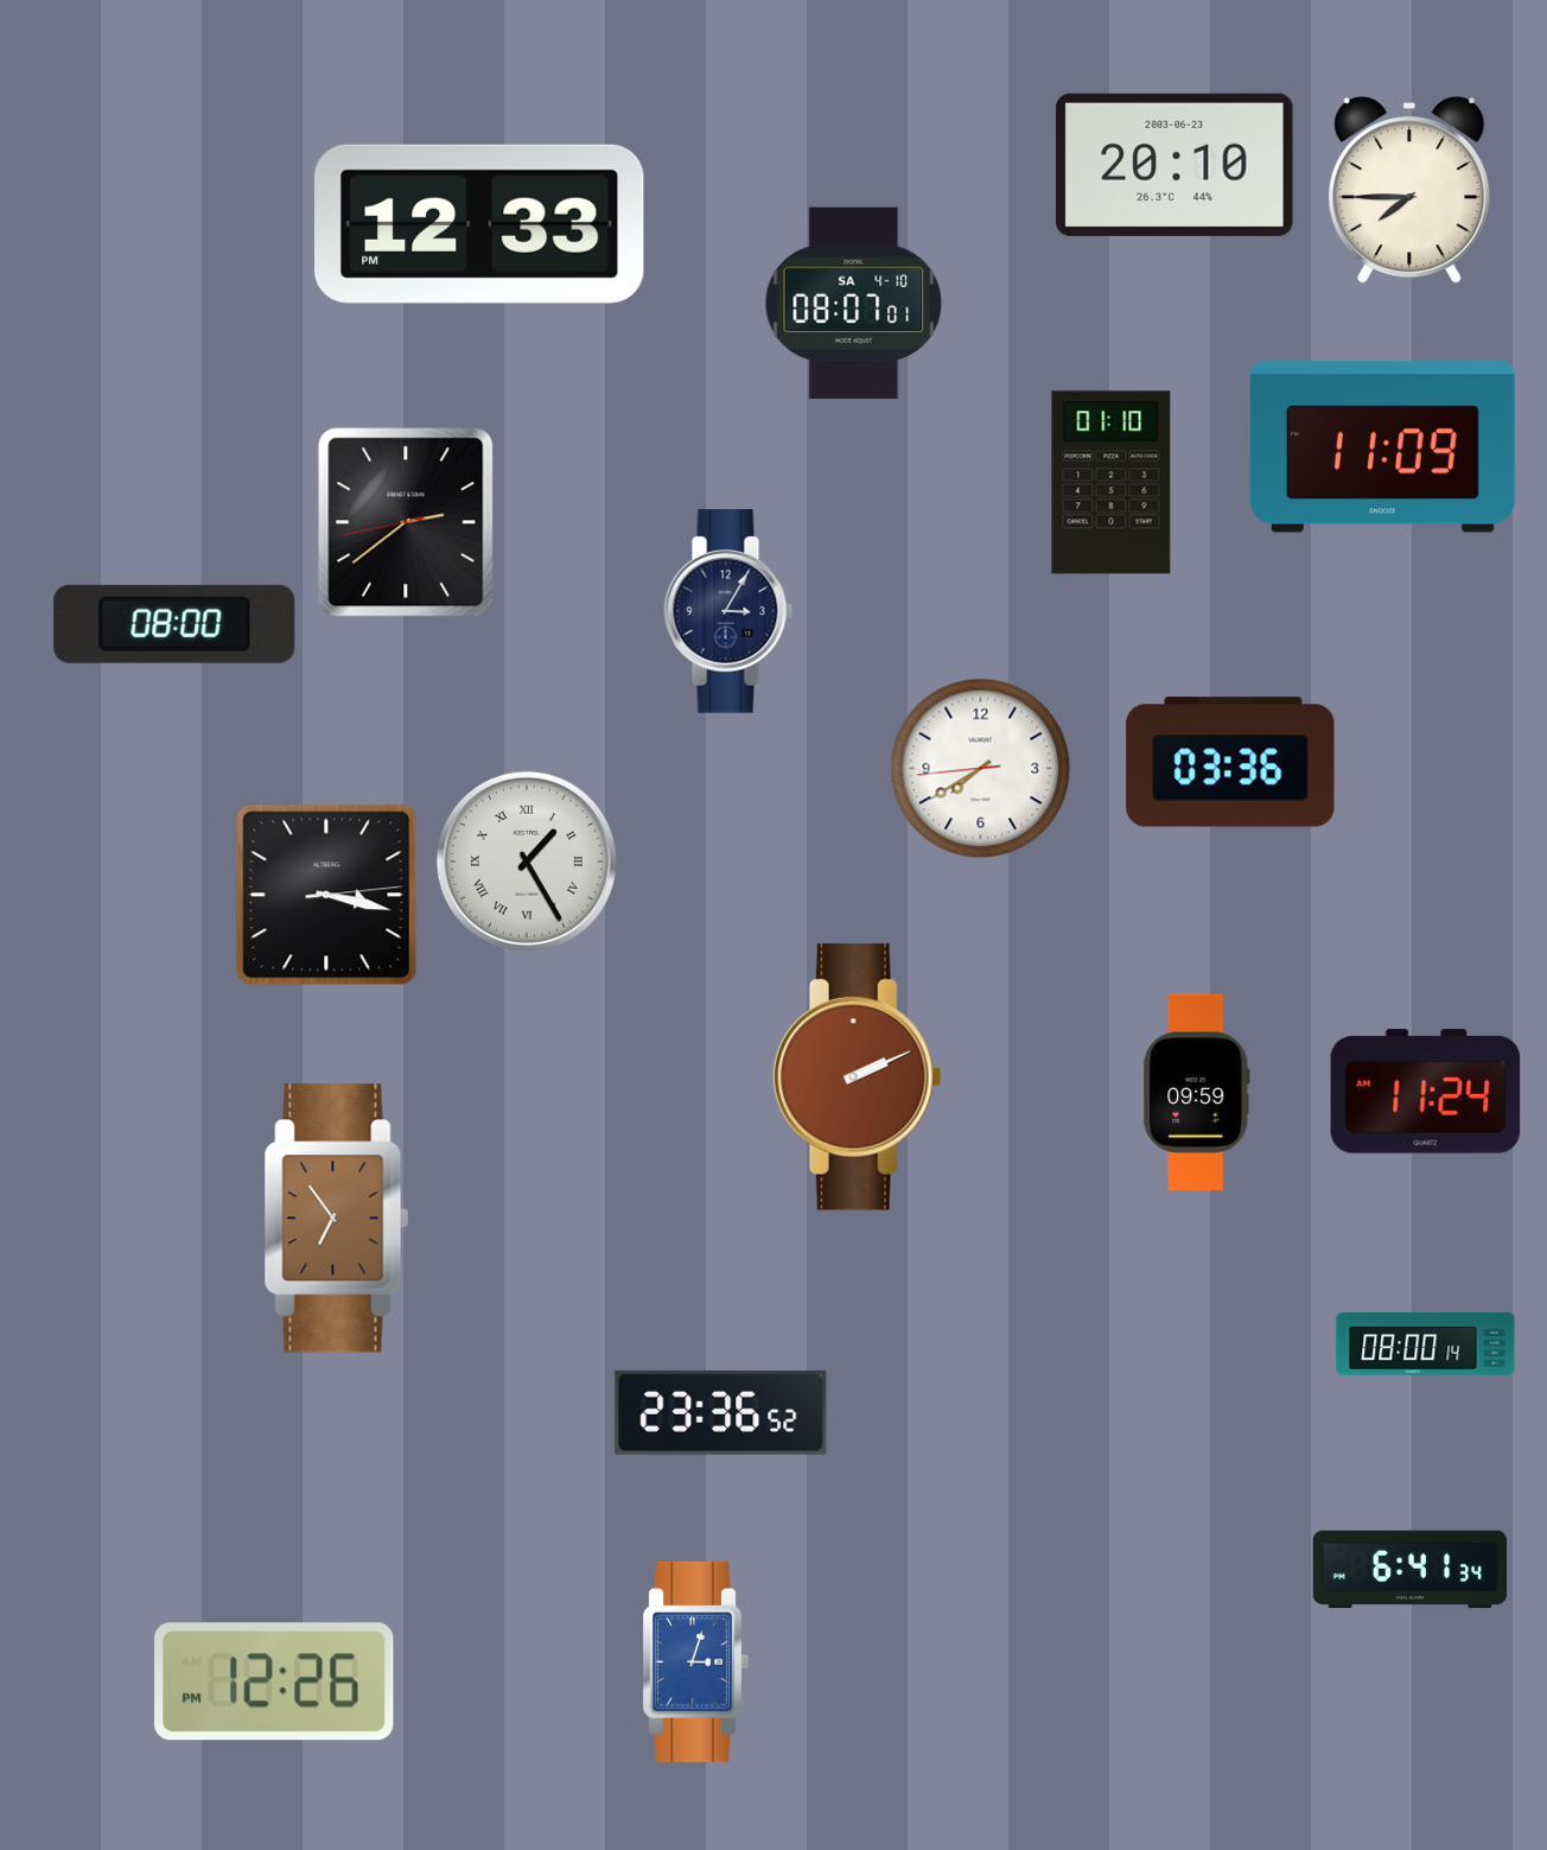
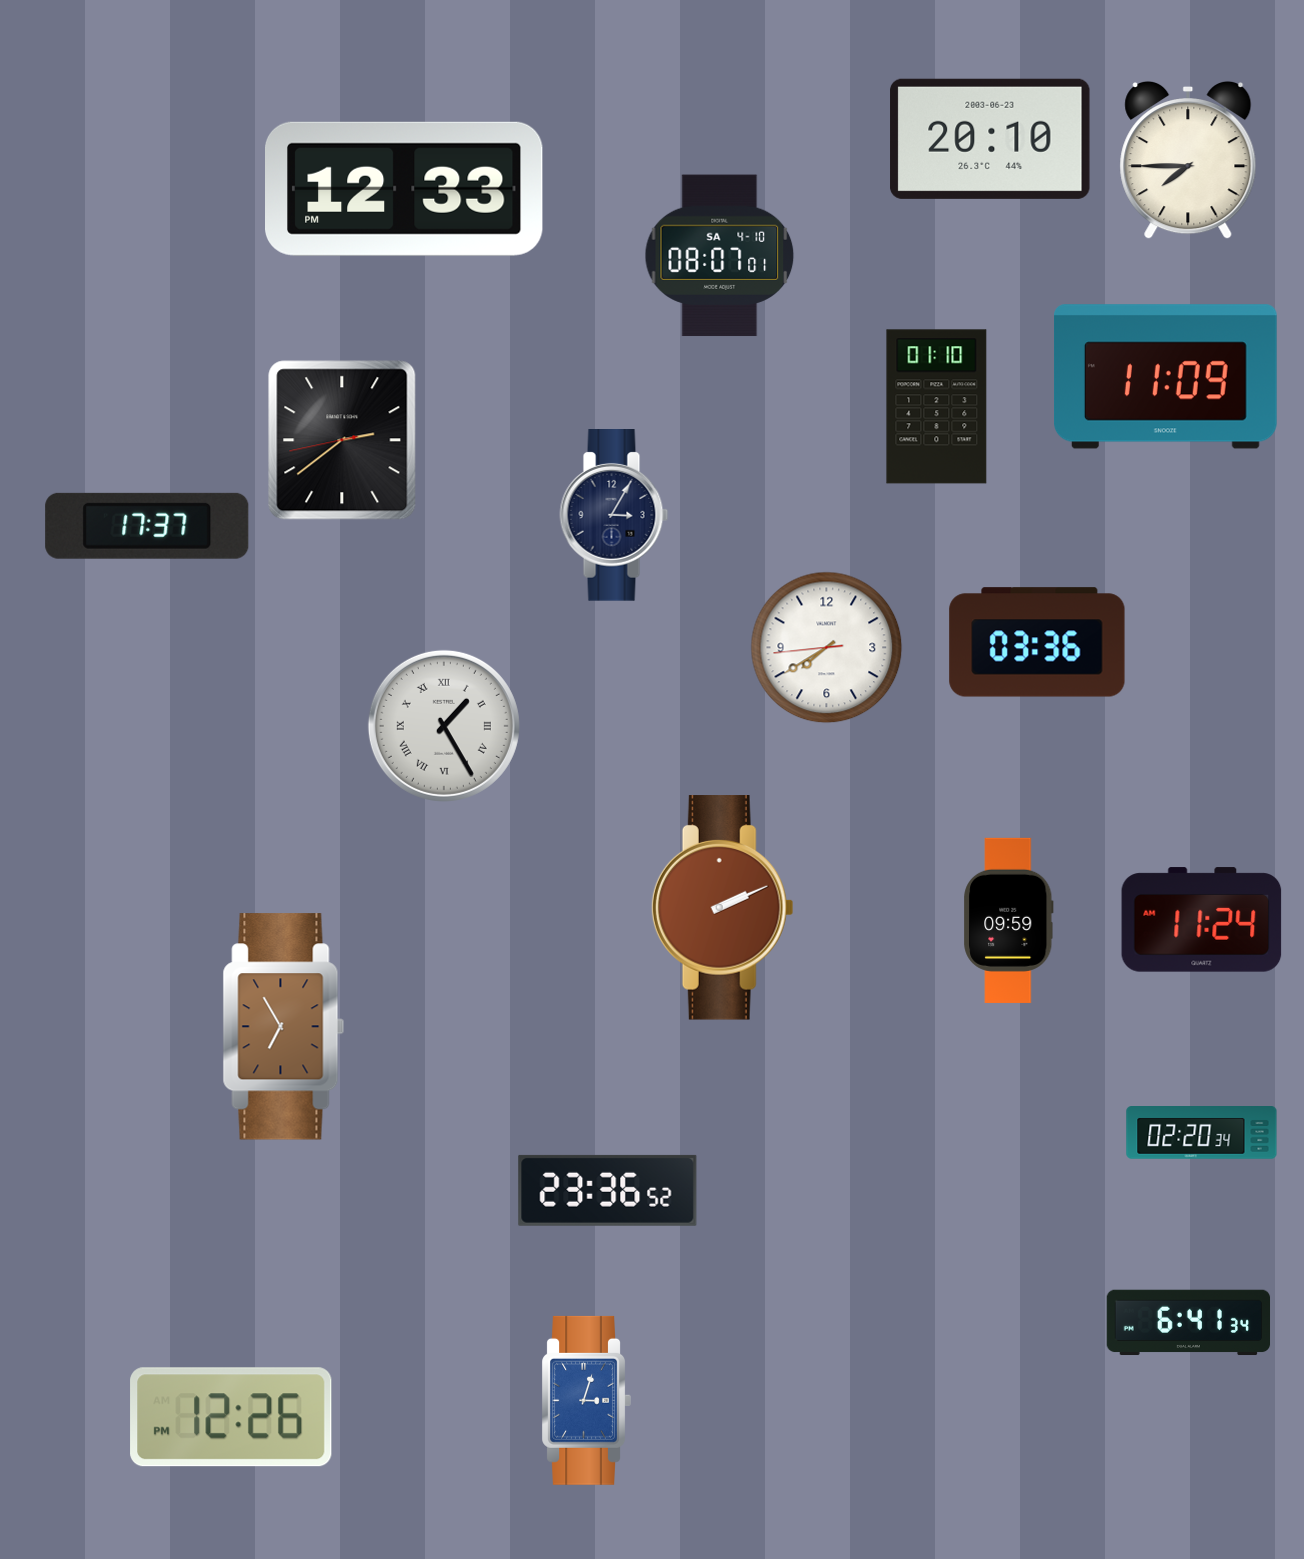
clock at (174, 624): 08:00 -> 17:37
clock at (326, 895): 3:17 -> none
clock at (337, 1219): 6:54 -> 6:55
clock at (1426, 1344): 08:00 -> 02:20
